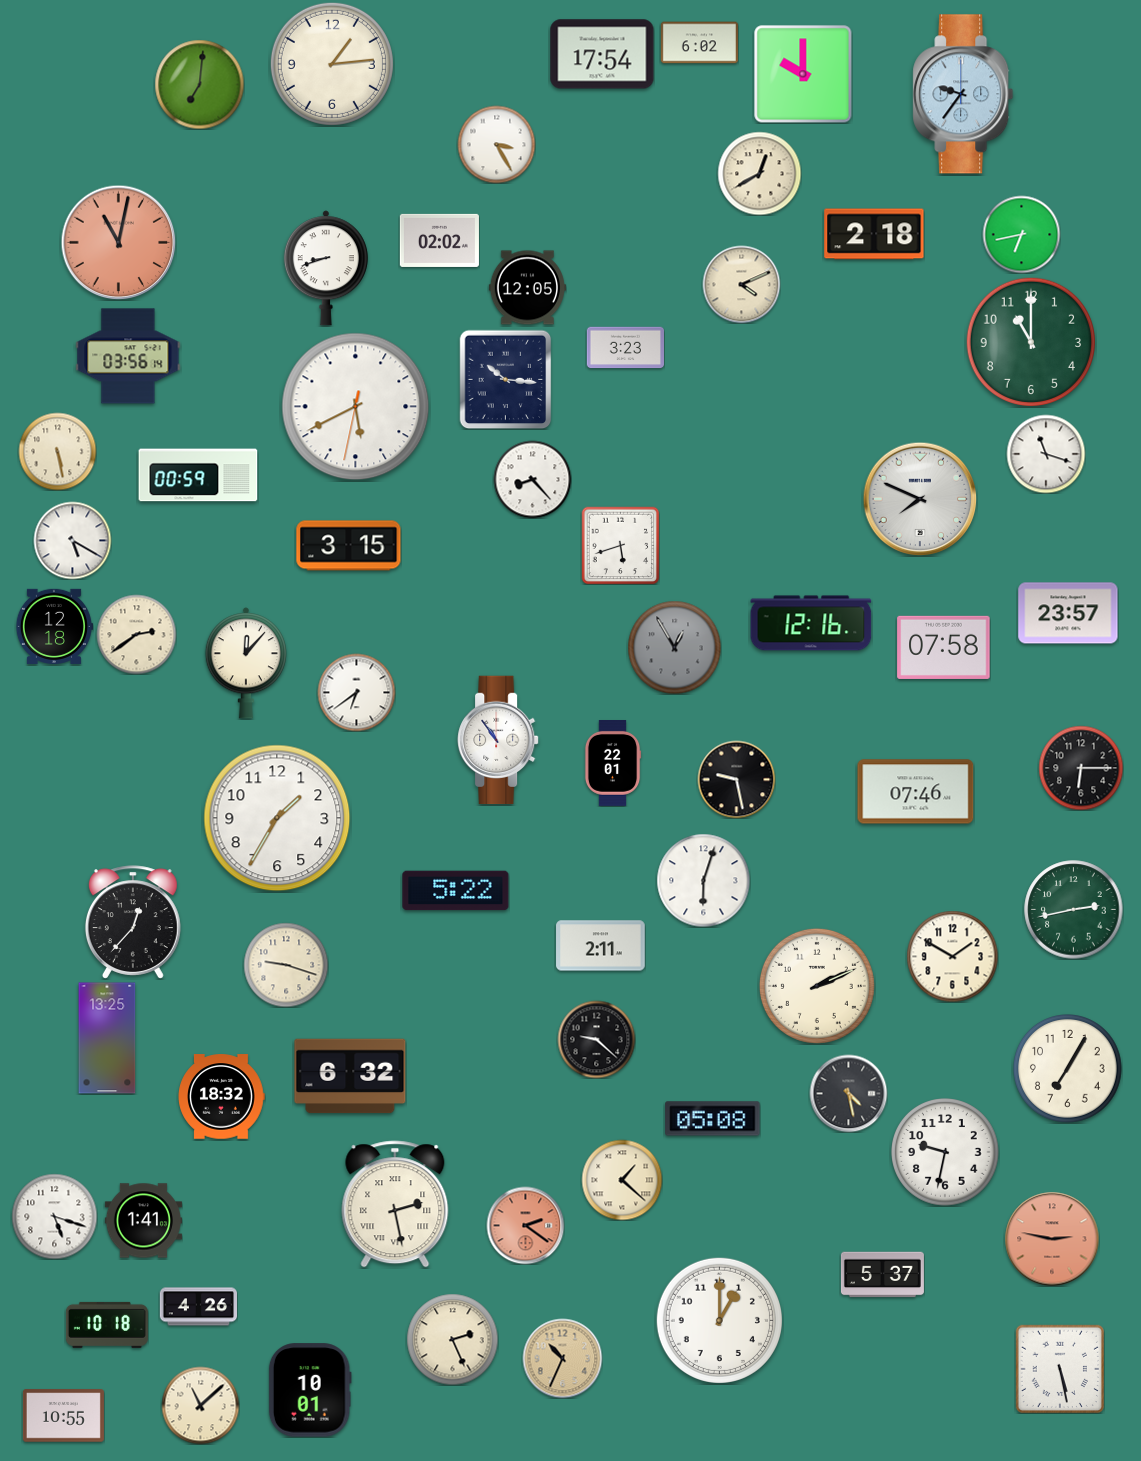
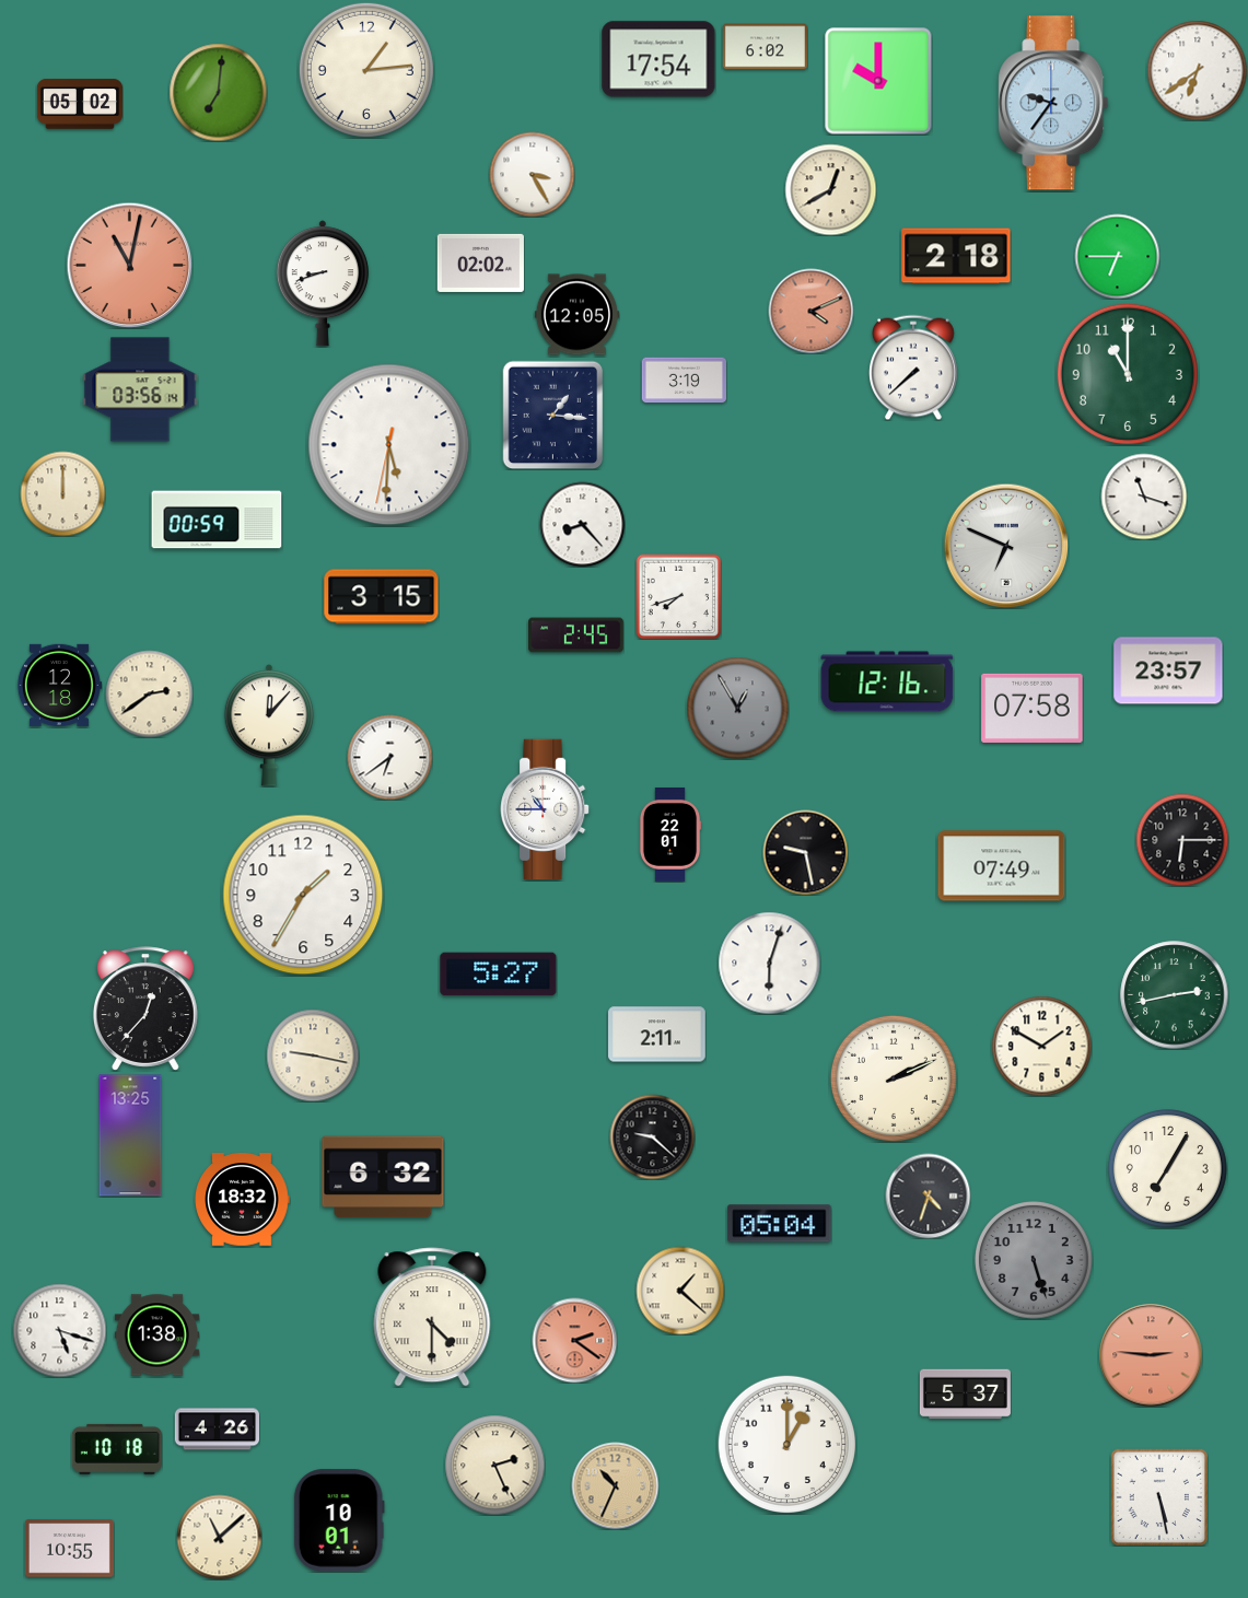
clock at (332, 64) position: (332, 64) -> (366, 70)
clock at (1197, 70): none -> 6:39
clock at (79, 104): none -> 05:02
clock at (496, 144) position: (496, 144) -> (532, 174)
clock at (1021, 234): 6:43 -> 6:45
clock at (326, 268) position: (326, 268) -> (323, 283)
clock at (741, 284) dial: cream -> salmon
clock at (914, 368): none -> 7:38
clock at (625, 348): 3:23 -> 3:19
clock at (506, 379): 10:16 -> 1:16
clock at (356, 407): 5:40 -> 5:30
clock at (57, 451): 5:28 -> 12:00
clock at (920, 499): 7:49 -> 6:49
clock at (72, 540): 5:20 -> none
clock at (620, 545): 5:42 -> 7:42
clock at (576, 635): none -> 2:45
clock at (498, 740): 10:54 -> 10:45
clock at (916, 792): 07:46 -> 07:49
clock at (456, 891): 5:22 -> 5:27
clock at (286, 965): 9:18 -> 9:17
clock at (107, 1038) position: (107, 1038) -> (130, 1135)
clock at (848, 1093): 4:28 -> 4:33
clock at (713, 1119): 05:08 -> 05:04
clock at (945, 1152): 9:32 -> 5:27
clock at (945, 1152) dial: white -> grey
clock at (395, 1204): 2:28 -> 4:30
clock at (143, 1221): 1:41 -> 1:38
clock at (1052, 1239): 2:47 -> 2:46
